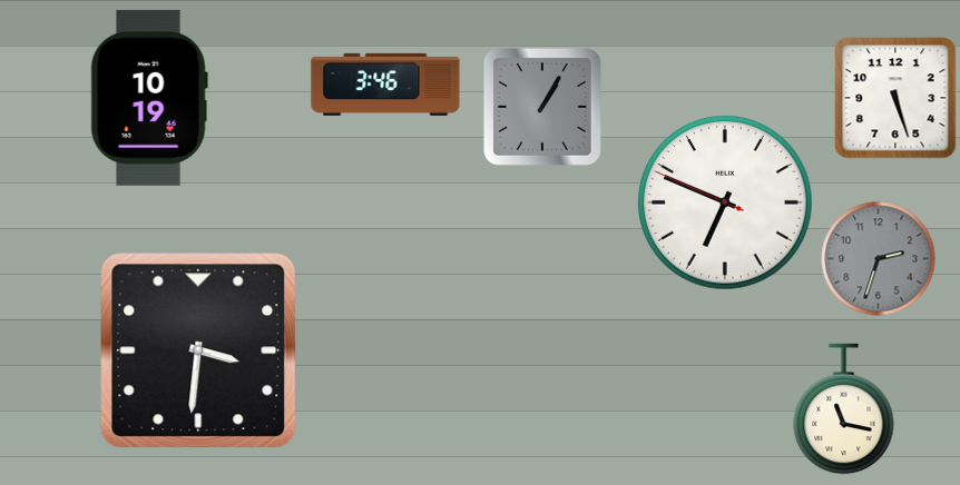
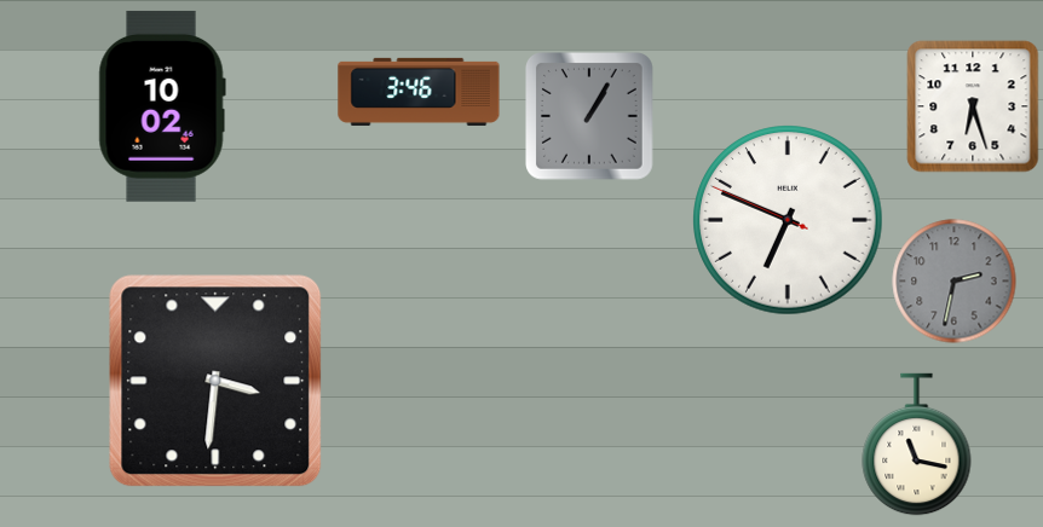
clock at (149, 98): 10:19 -> 10:02
clock at (895, 98): 5:27 -> 6:27
clock at (879, 259): 2:33 -> 2:32
